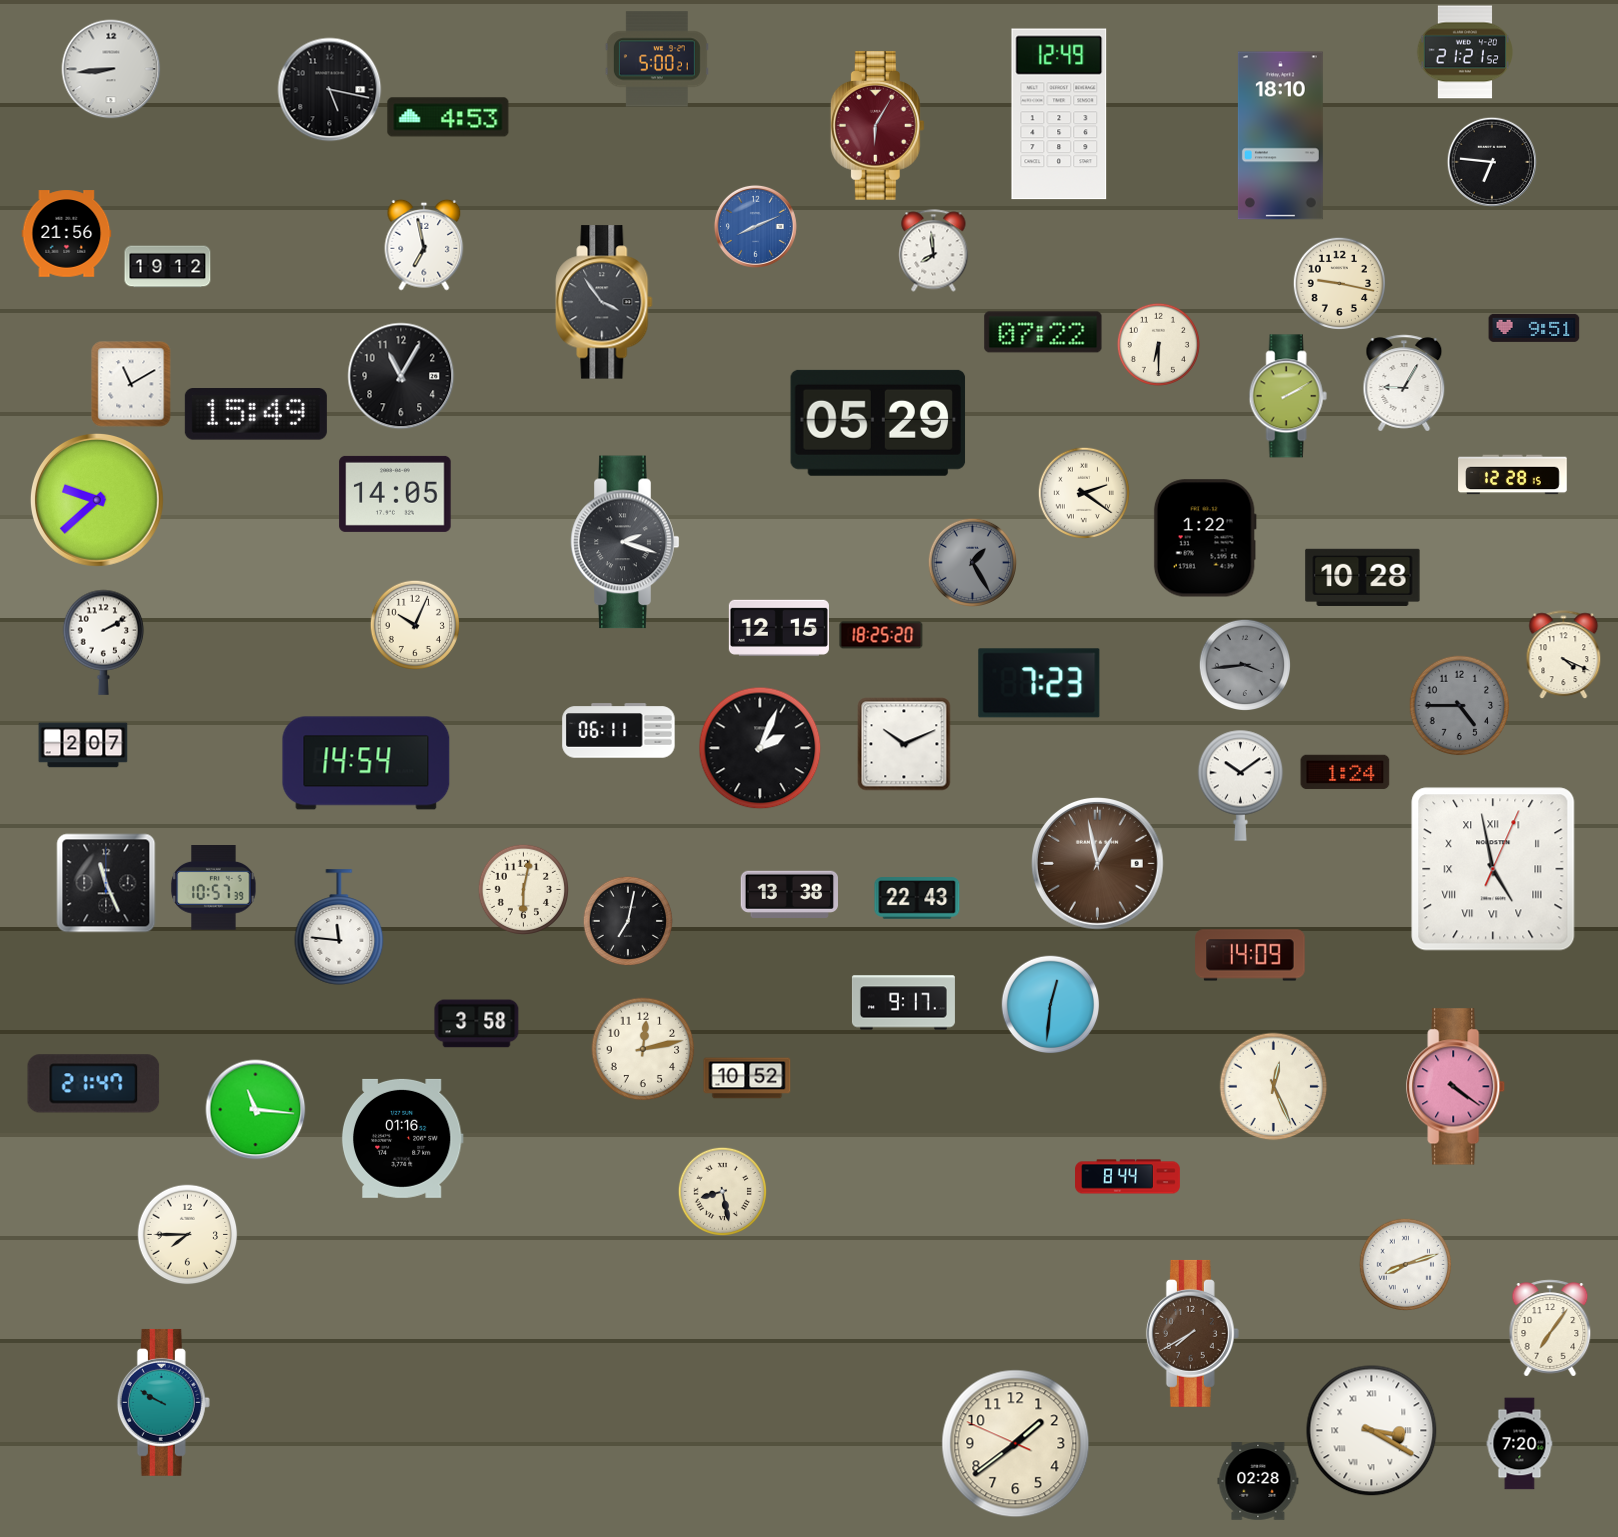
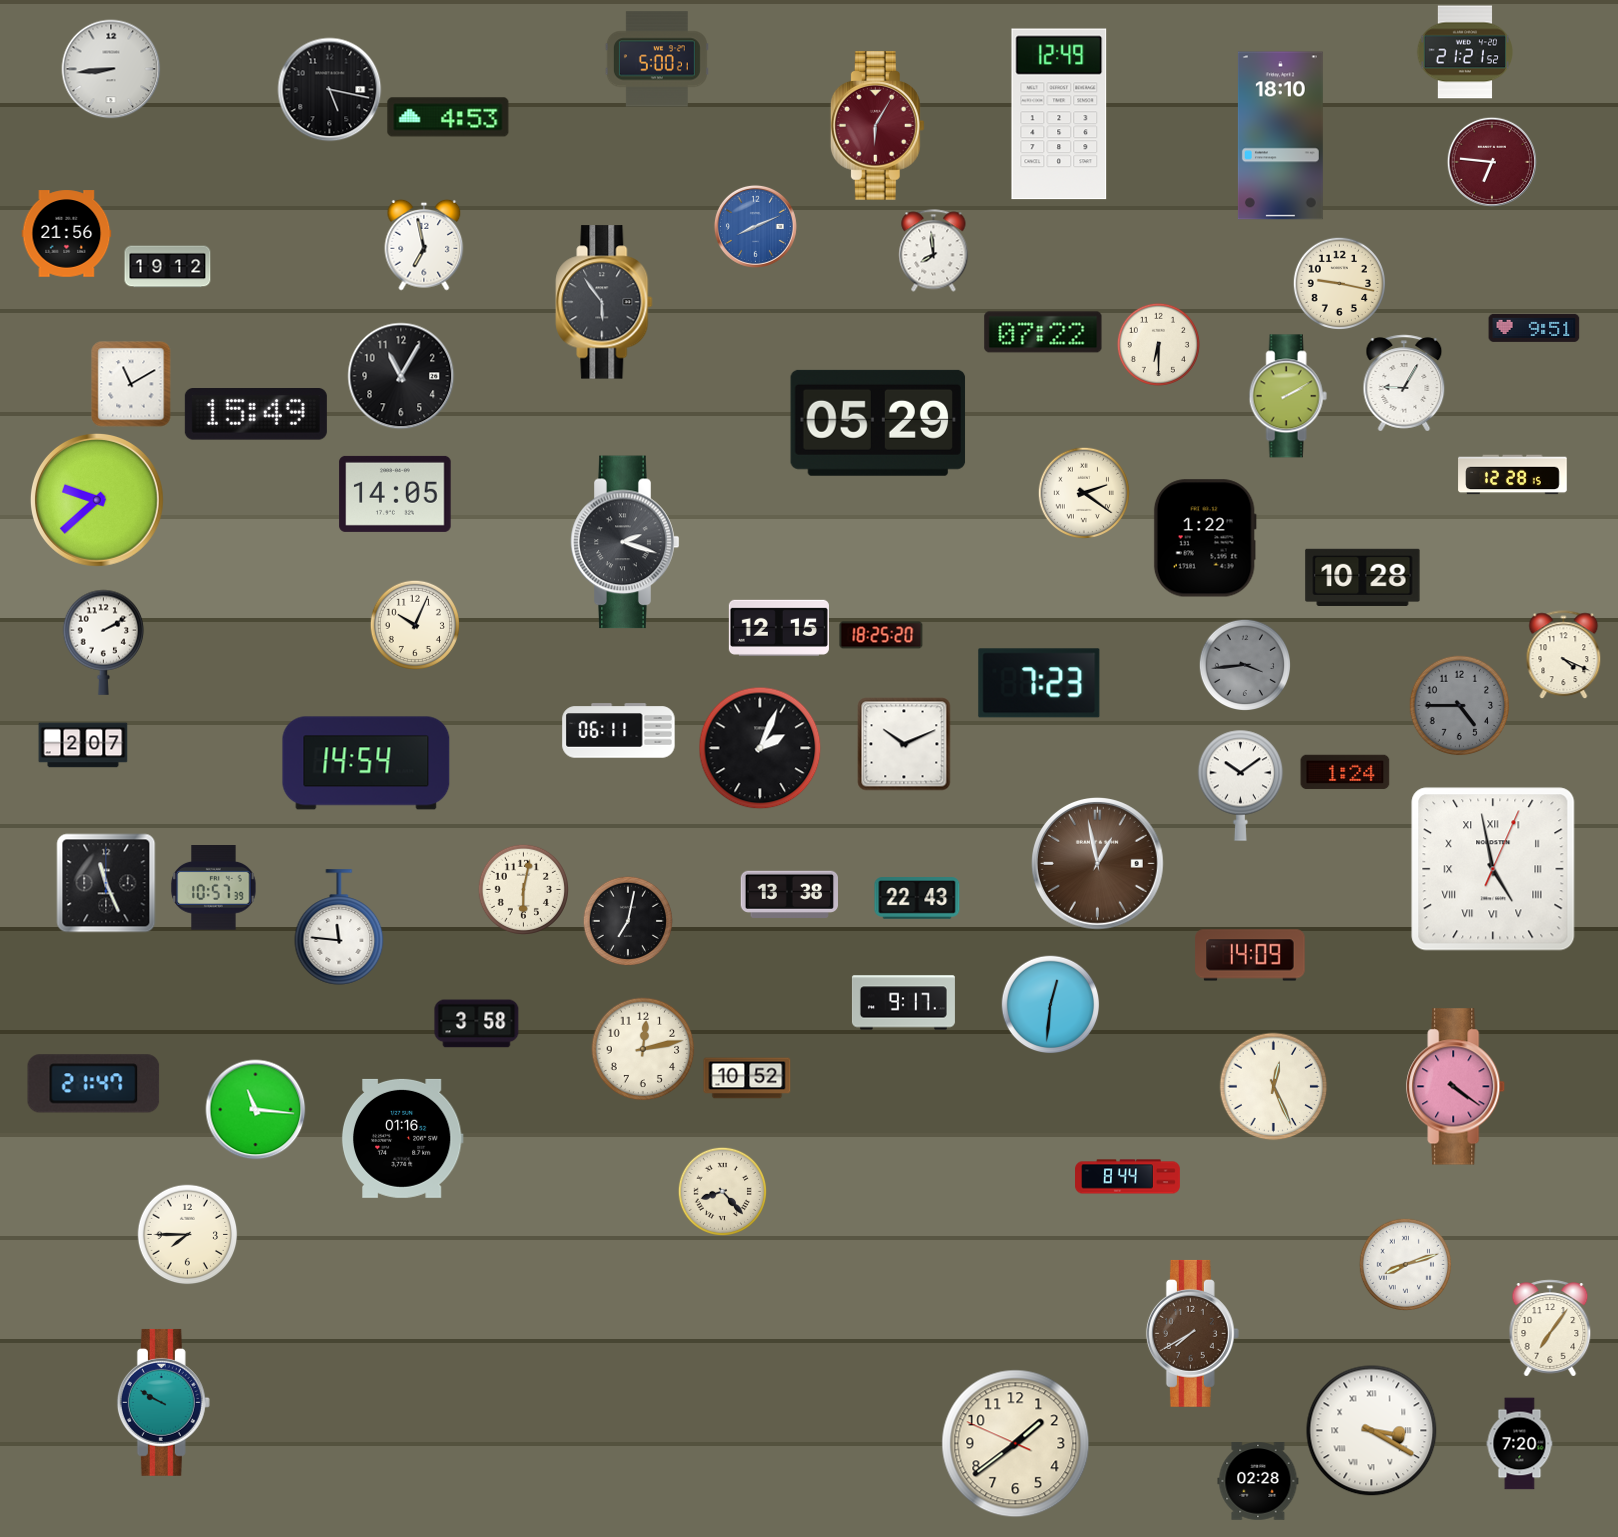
clock at (1491, 161) dial: black -> burgundy
clock at (604, 302): 3:54 -> 5:54
clock at (972, 562): 1:25 -> none
clock at (722, 1191): 8:28 -> 8:23
